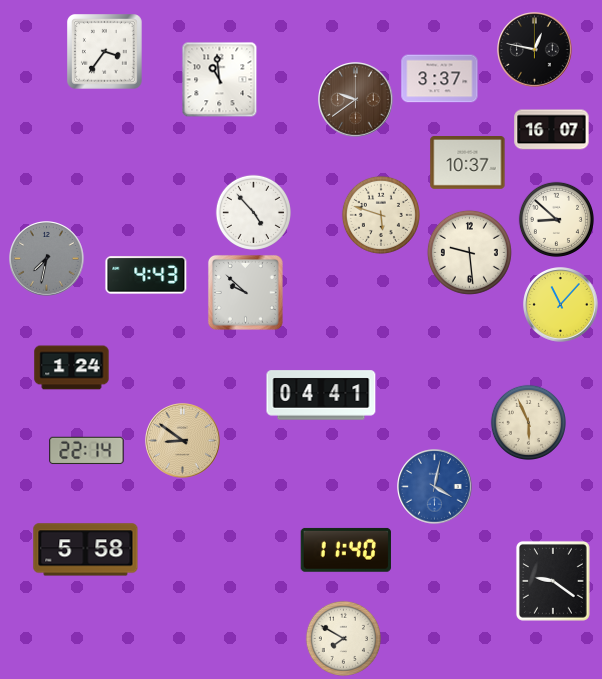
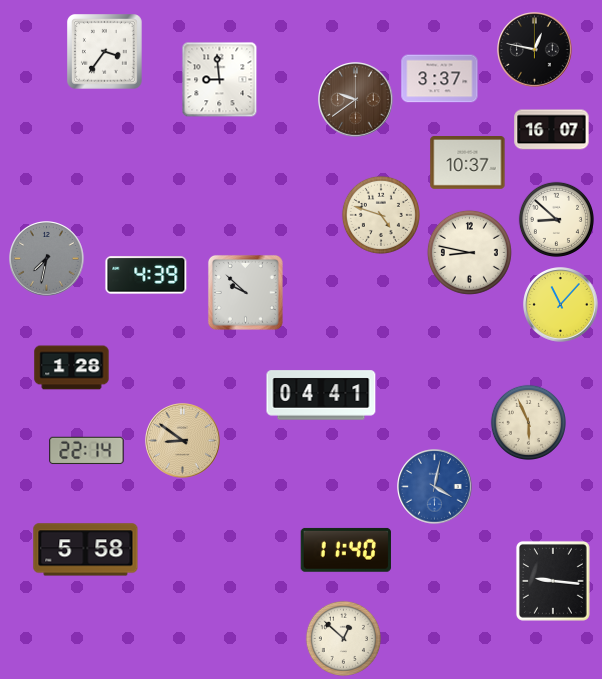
clock at (220, 80): 10:59 -> 8:59
clock at (253, 212): 4:53 -> none
clock at (381, 215): 5:48 -> 4:48
clock at (469, 252): 9:29 -> 8:47
clock at (146, 275): 4:43 -> 4:39
clock at (72, 368): 1:24 -> 1:28
clock at (553, 581): 9:21 -> 9:16
clock at (343, 638): 7:50 -> 12:52
